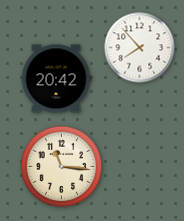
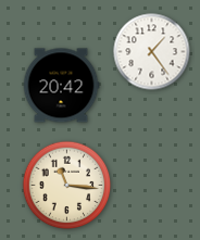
clock at (140, 48): 7:53 -> 1:24
clock at (62, 167) position: (62, 167) -> (67, 186)
